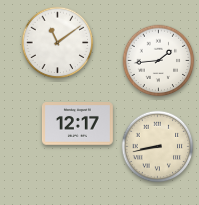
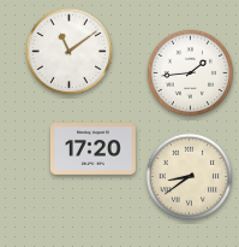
clock at (77, 124): 12:17 -> 17:20
clock at (158, 147): 8:43 -> 8:39
